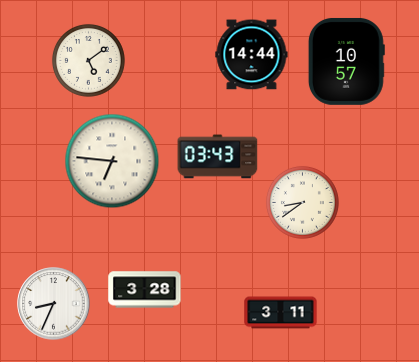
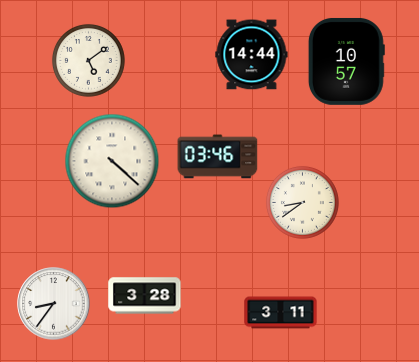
clock at (218, 157): 03:43 -> 03:46
clock at (112, 161): 6:46 -> 4:22
clock at (145, 290) position: (145, 290) -> (145, 296)
clock at (54, 304): 8:34 -> 8:36
